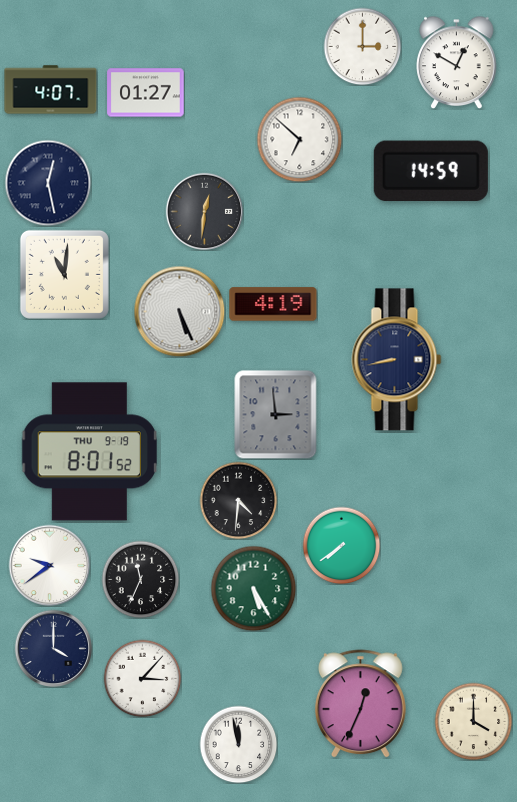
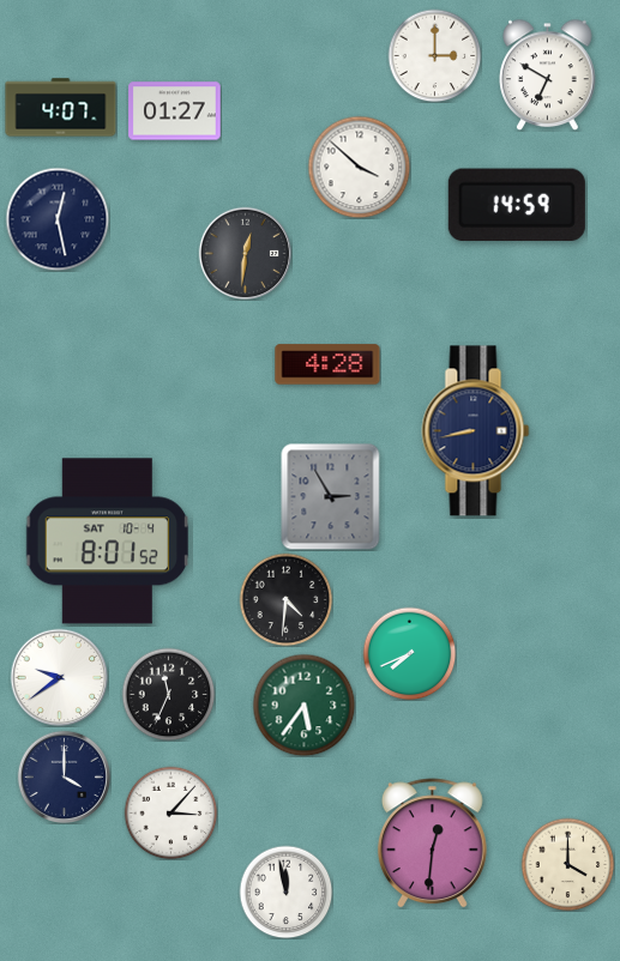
clock at (457, 62): 12:50 -> 6:50
clock at (299, 139): 6:52 -> 3:52
clock at (64, 274): 11:01 -> none
clock at (273, 304): 4:19 -> 4:28
clock at (179, 311): 5:26 -> none
clock at (276, 414): 2:59 -> 2:55
clock at (89, 452) date: THU 9-19 -> SAT 10-4
clock at (341, 545): 7:39 -> 7:41
clock at (253, 588): 5:25 -> 5:36
clock at (360, 704): 12:34 -> 12:31
